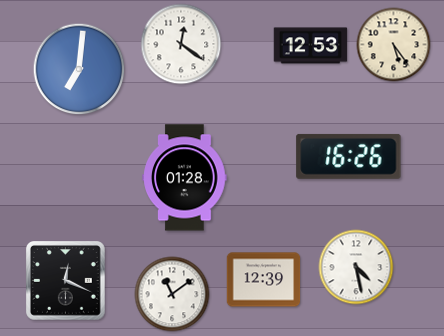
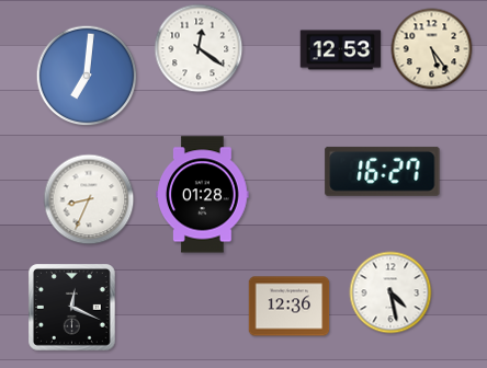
clock at (349, 156): 16:26 -> 16:27
clock at (89, 199): none -> 8:34
clock at (264, 280): 12:39 -> 12:36
clock at (172, 294): 11:09 -> none
